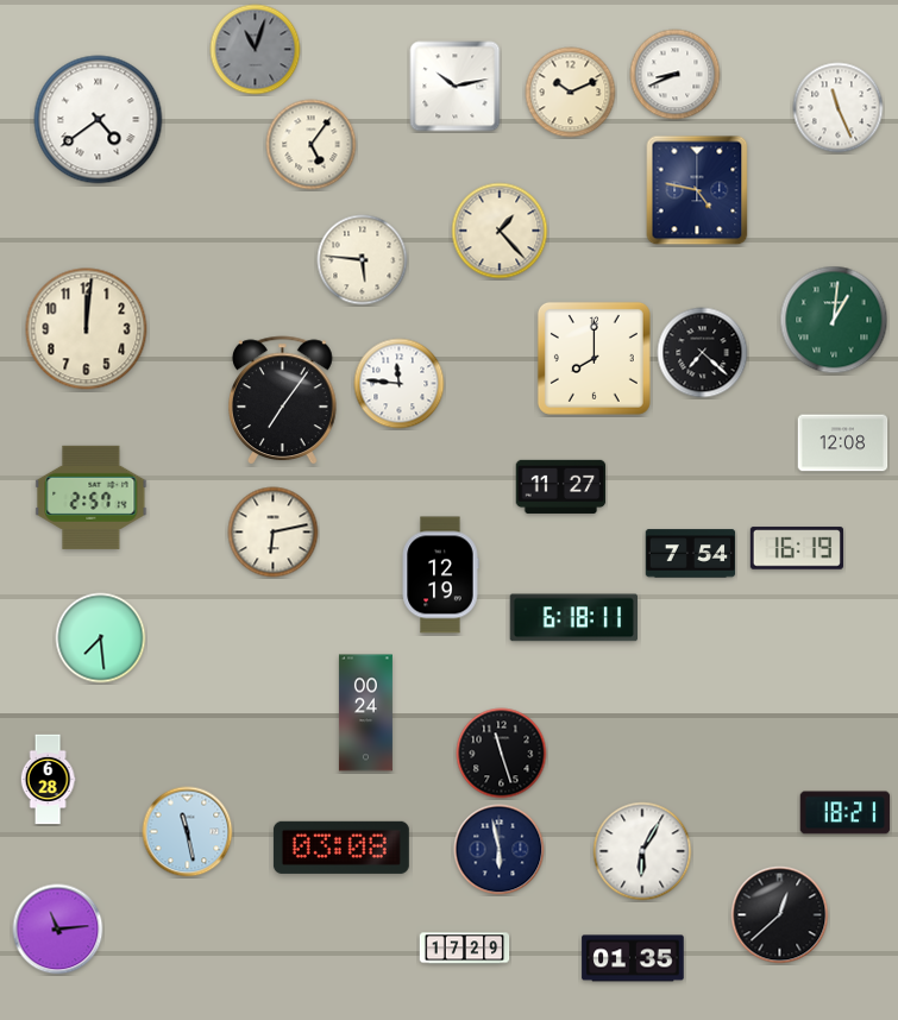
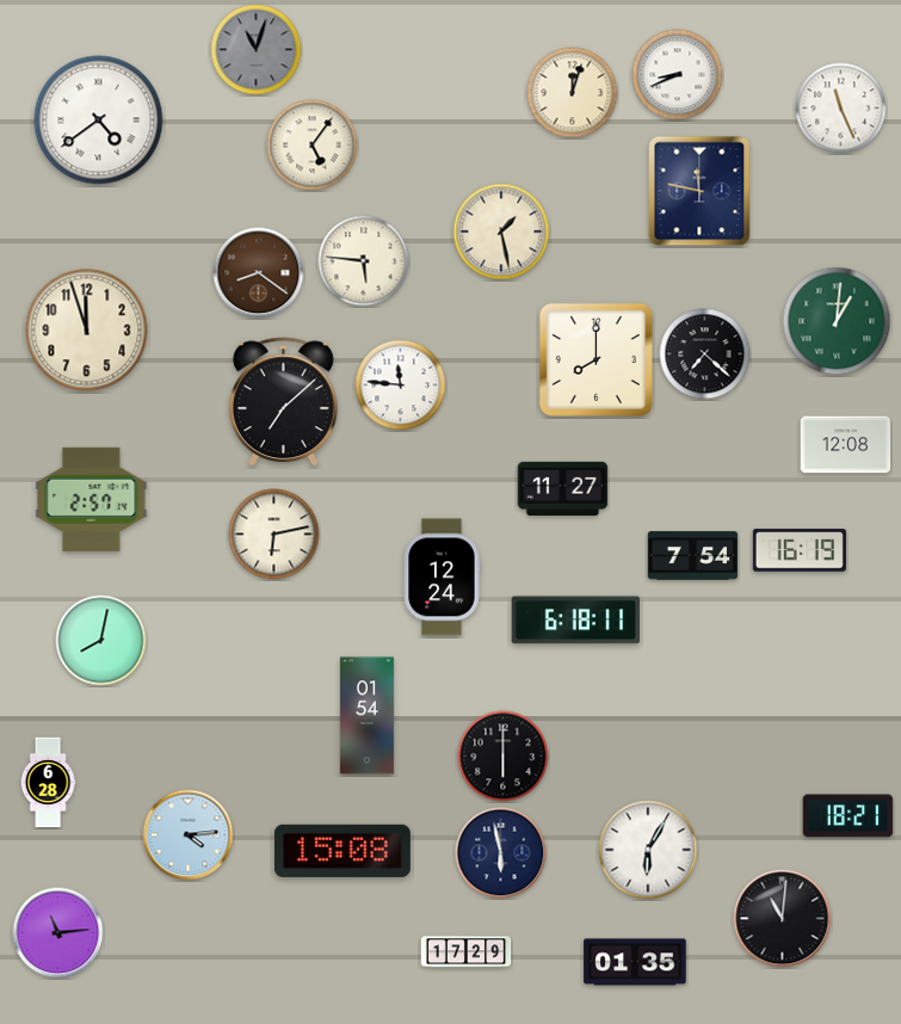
clock at (456, 87): 10:13 -> none
clock at (571, 93): 10:11 -> 12:03
clock at (697, 190): 4:47 -> 11:47
clock at (500, 231): 1:23 -> 1:28
clock at (259, 273): none -> 8:21
clock at (87, 329): 12:01 -> 11:57
clock at (283, 401): 7:06 -> 7:08
clock at (440, 575): 12:19 -> 12:24
clock at (101, 638): 7:29 -> 8:02
clock at (365, 713): 00:24 -> 01:54
clock at (502, 754): 11:27 -> 6:00
clock at (188, 832): 11:28 -> 4:14
clock at (341, 848): 03:08 -> 15:08
clock at (642, 851) position: (642, 851) -> (648, 850)
clock at (780, 915): 12:38 -> 11:01
